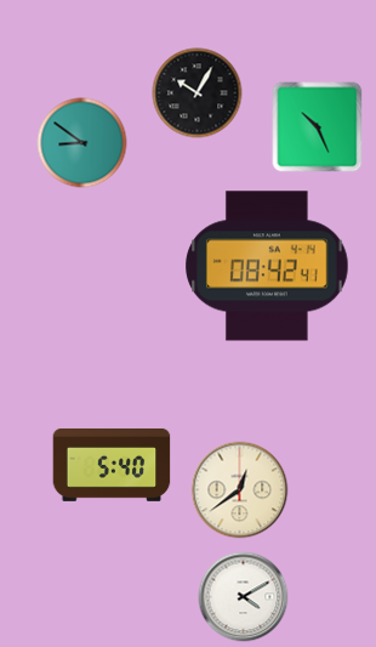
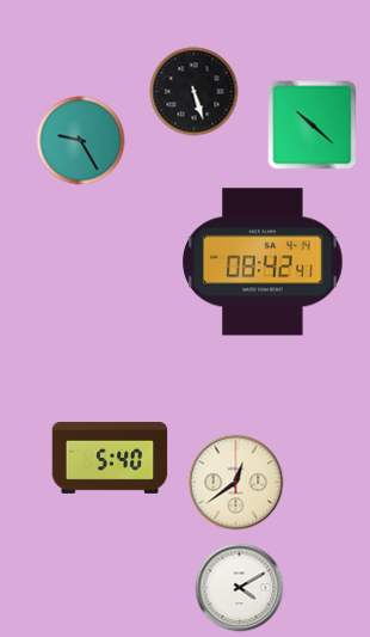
clock at (198, 93): 10:05 -> 5:27
clock at (318, 127): 10:26 -> 10:22
clock at (82, 143): 8:51 -> 9:25
